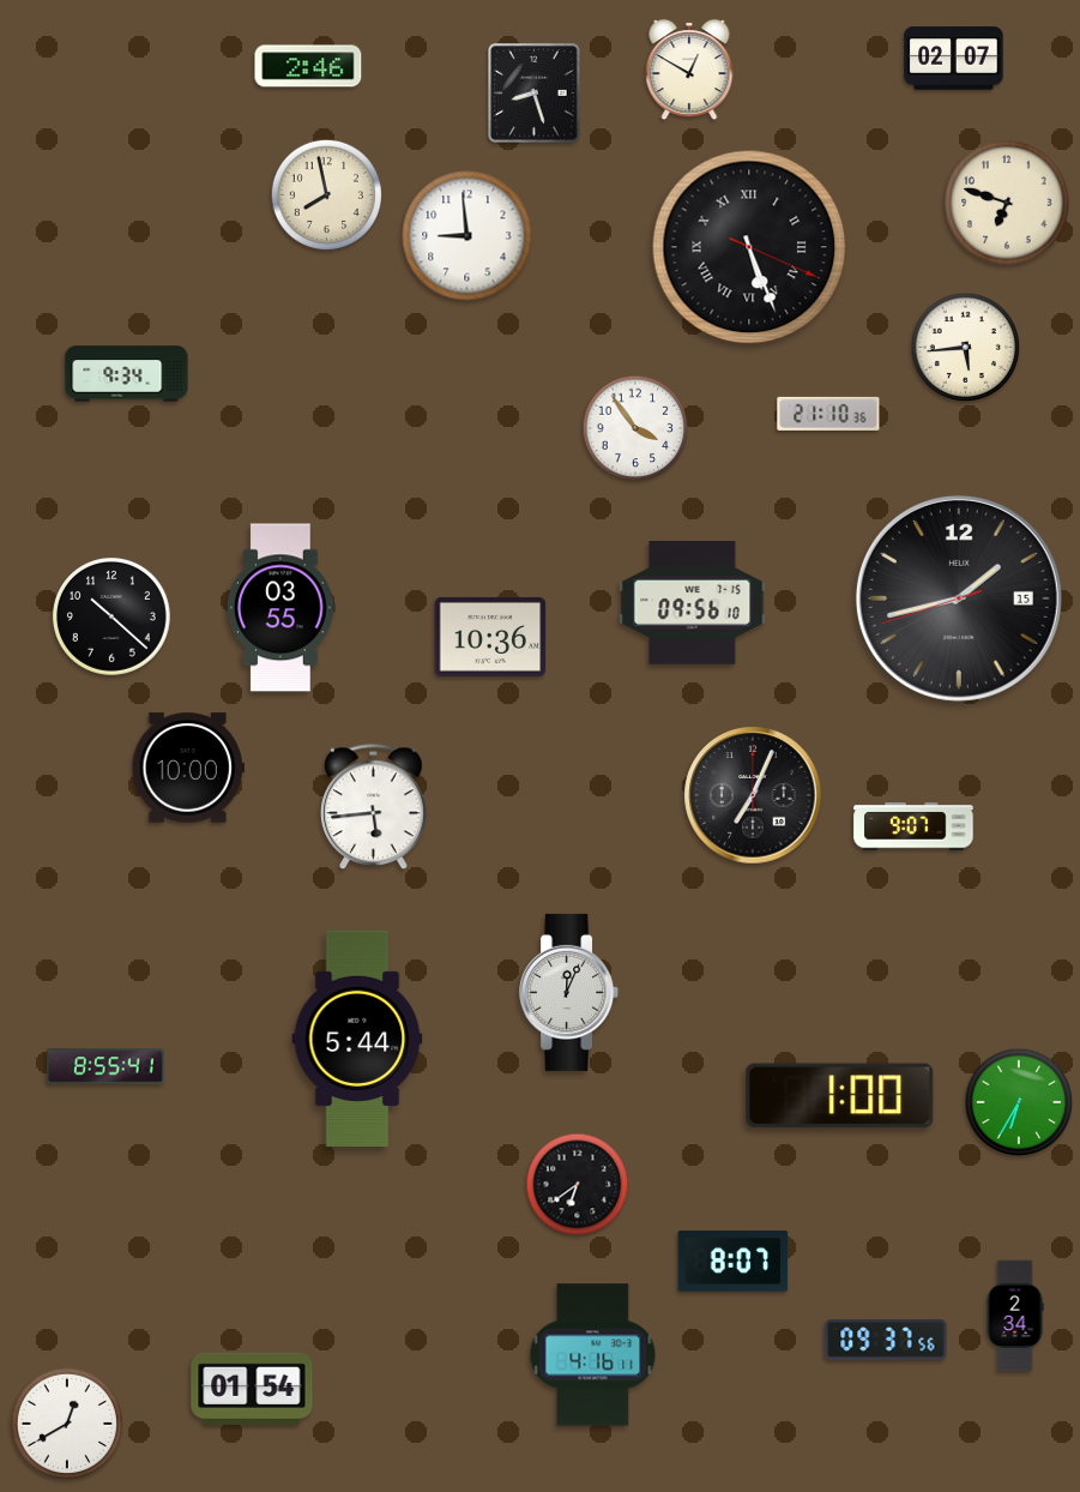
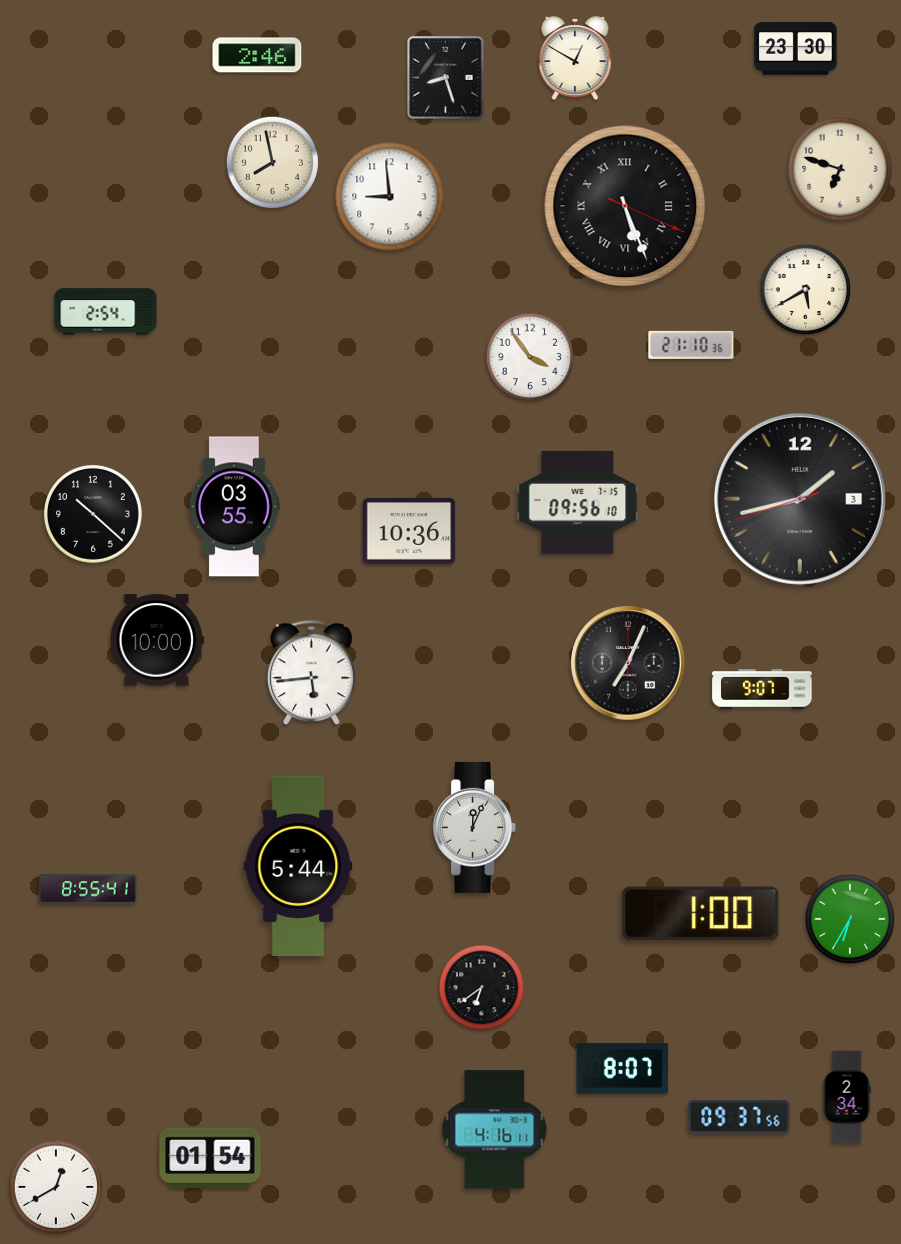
clock at (954, 59): 02:07 -> 23:30
clock at (966, 348): 5:44 -> 5:40
clock at (127, 374): 9:34 -> 2:54
clock at (959, 598) date: 15 -> 3
clock at (734, 1262) position: (734, 1262) -> (623, 1069)
